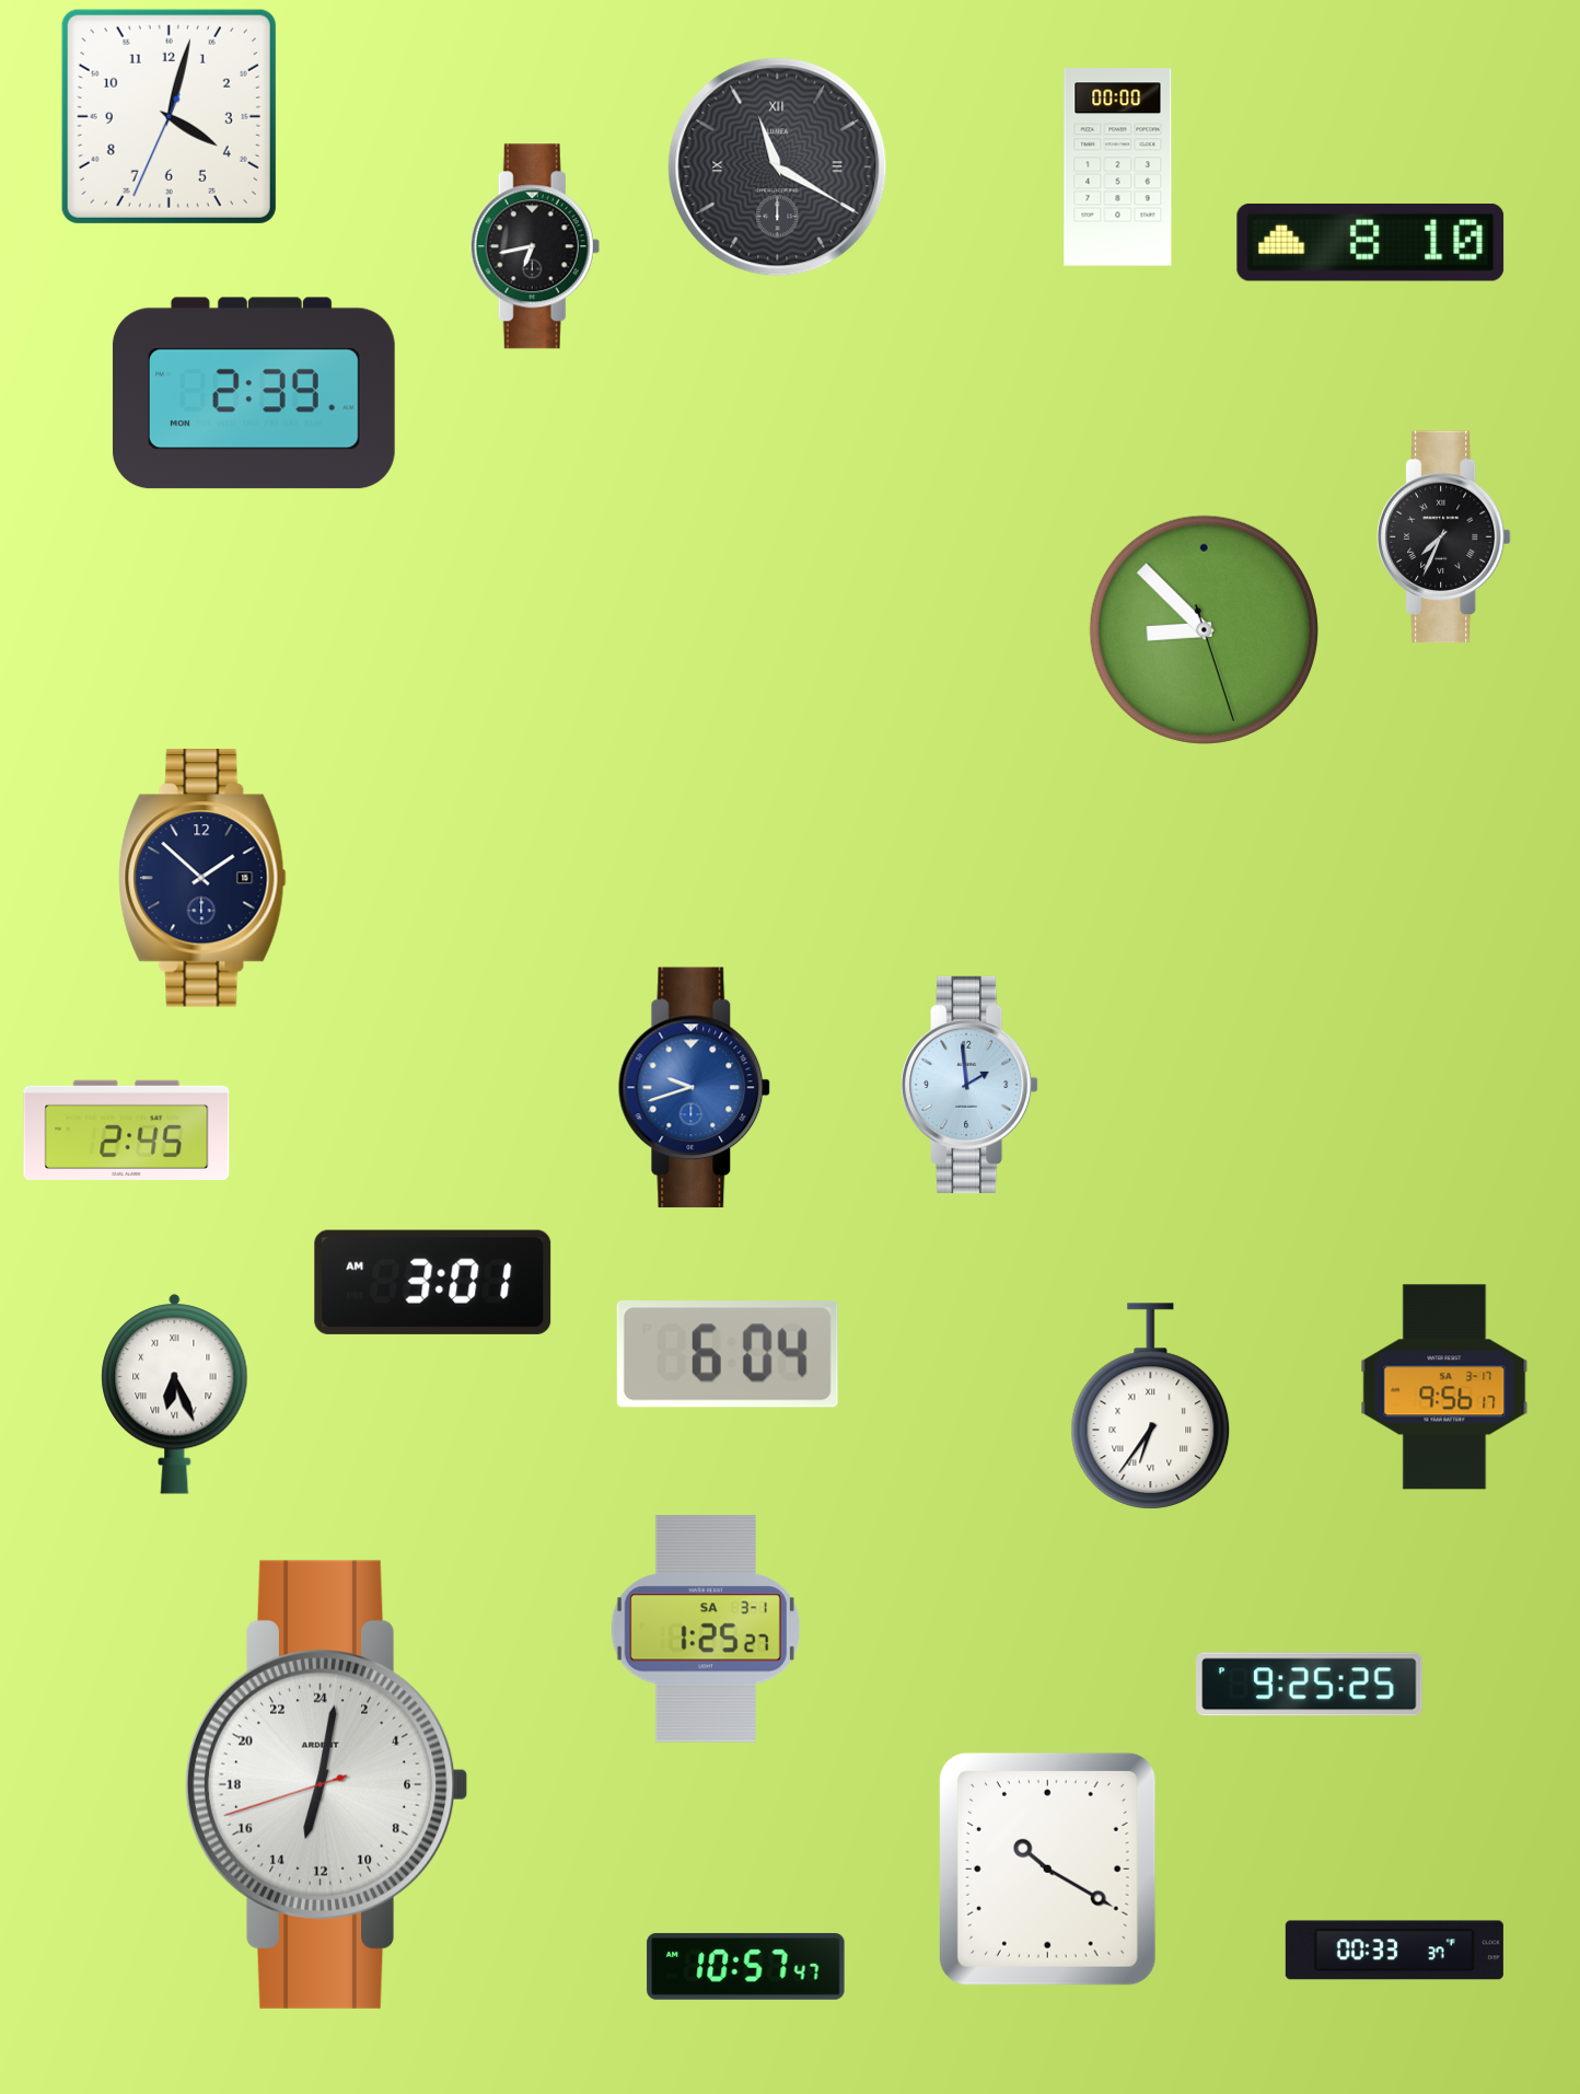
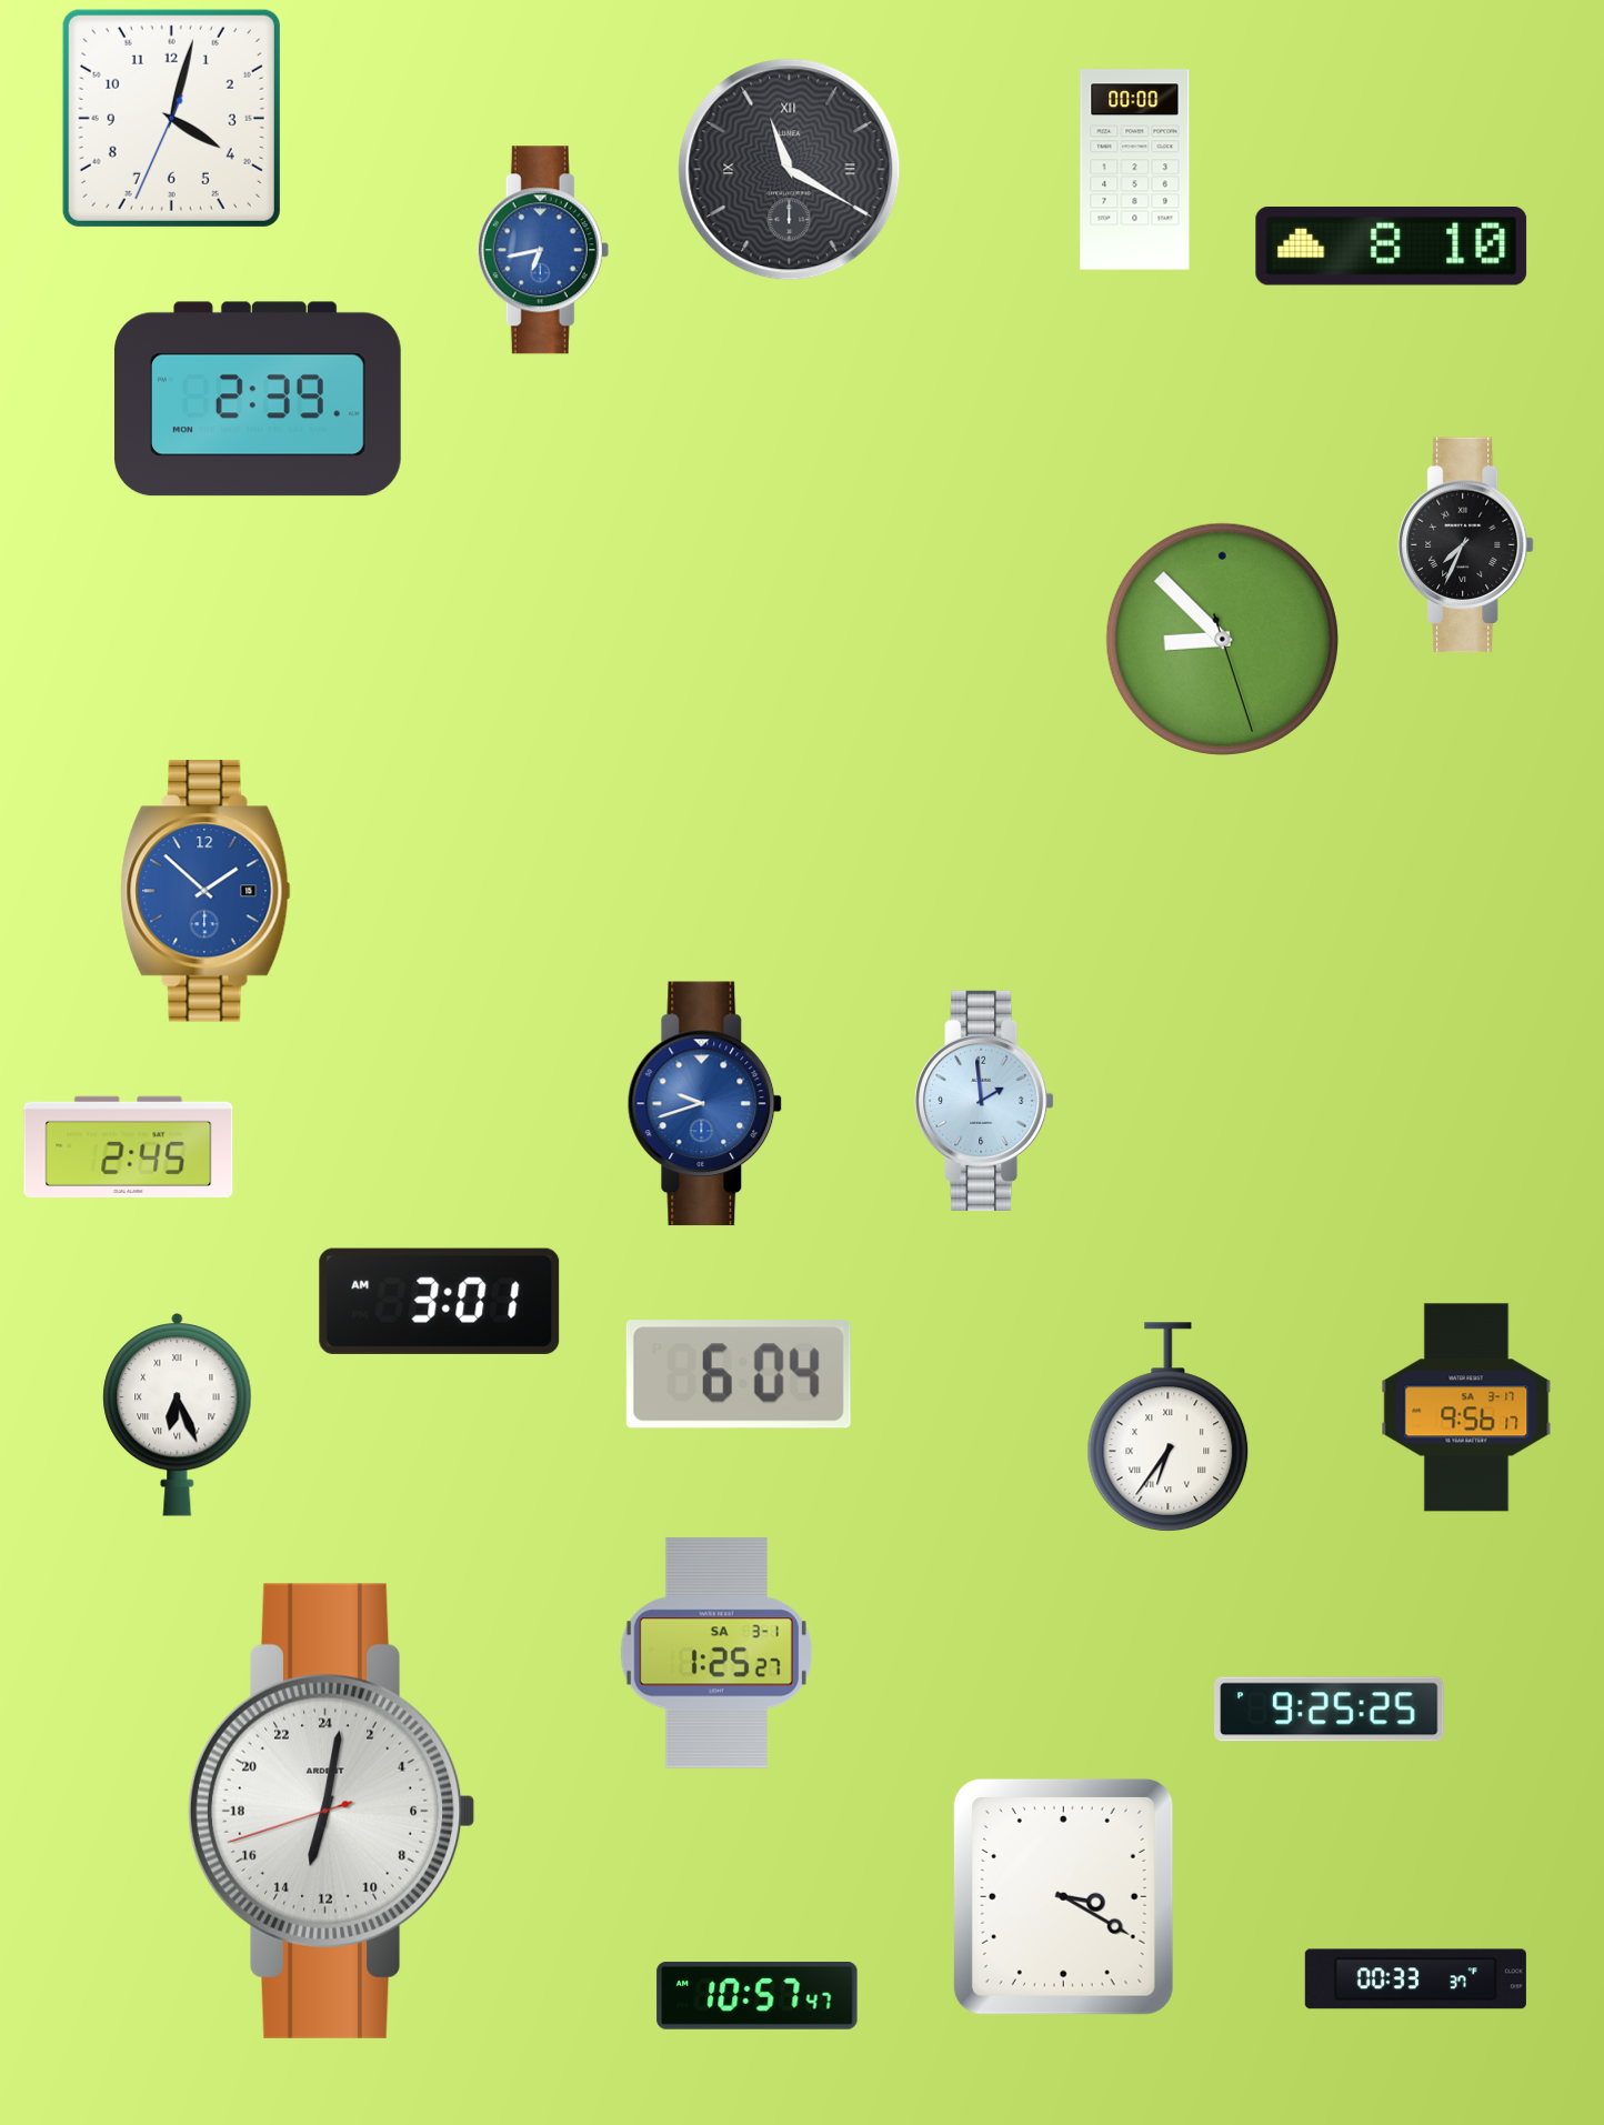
clock at (535, 246) dial: black -> blue
clock at (202, 878) dial: navy -> blue
clock at (1047, 1869): 10:20 -> 3:20
